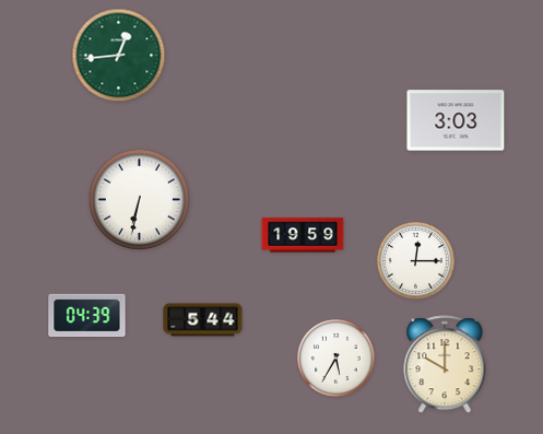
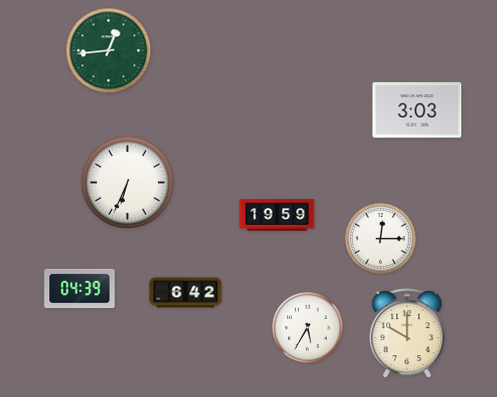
clock at (139, 199): 6:32 -> 6:34
clock at (203, 320): 5:44 -> 6:42
